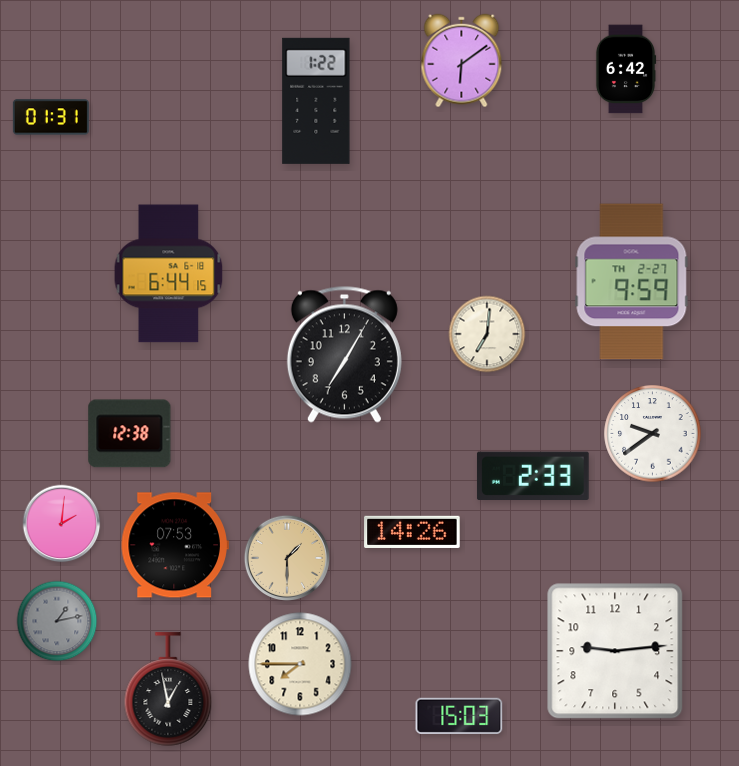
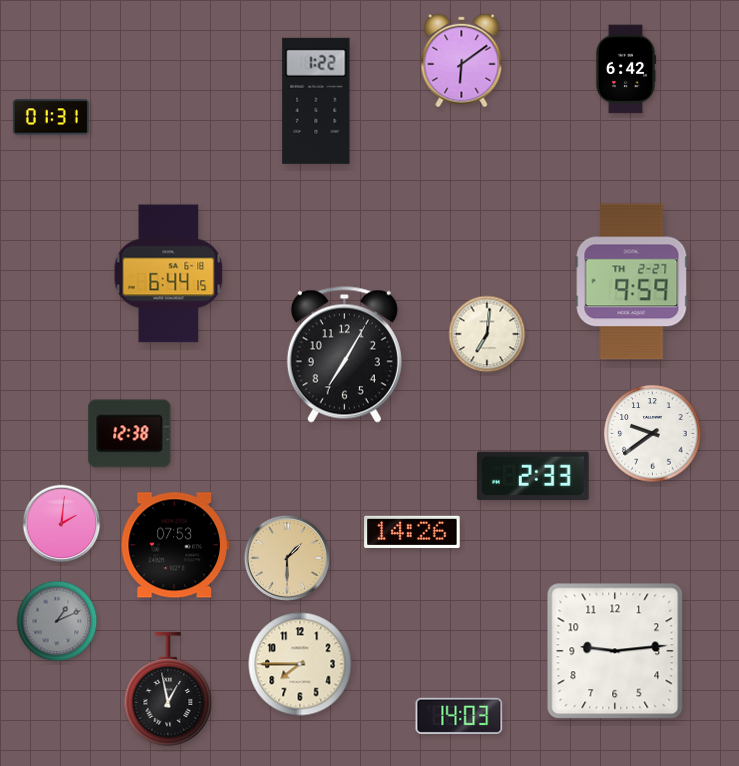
clock at (57, 621): 1:13 -> 1:11
clock at (459, 716): 15:03 -> 14:03
